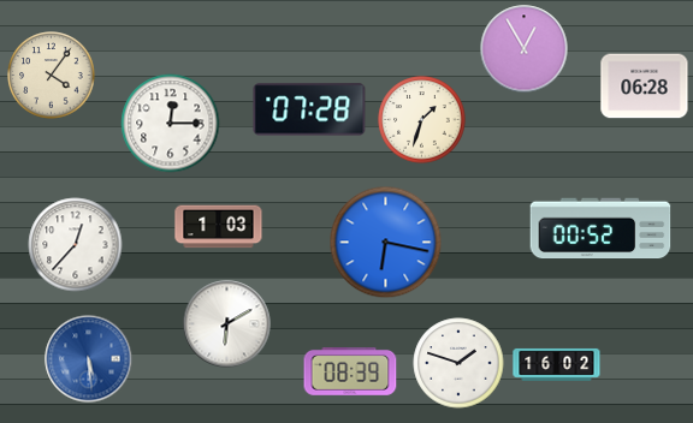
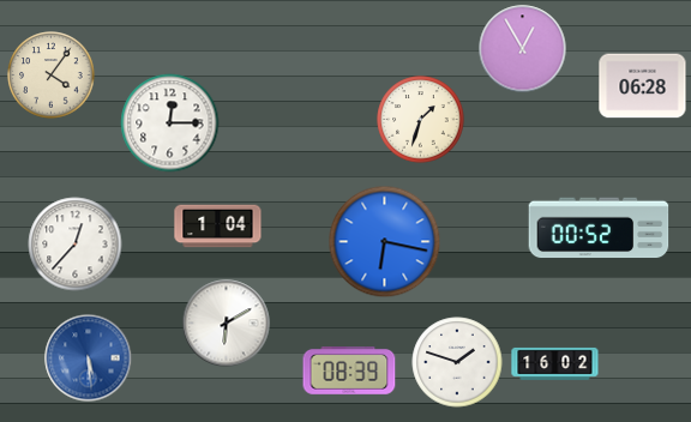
clock at (309, 109): 07:28 -> none
clock at (219, 227): 1:03 -> 1:04
